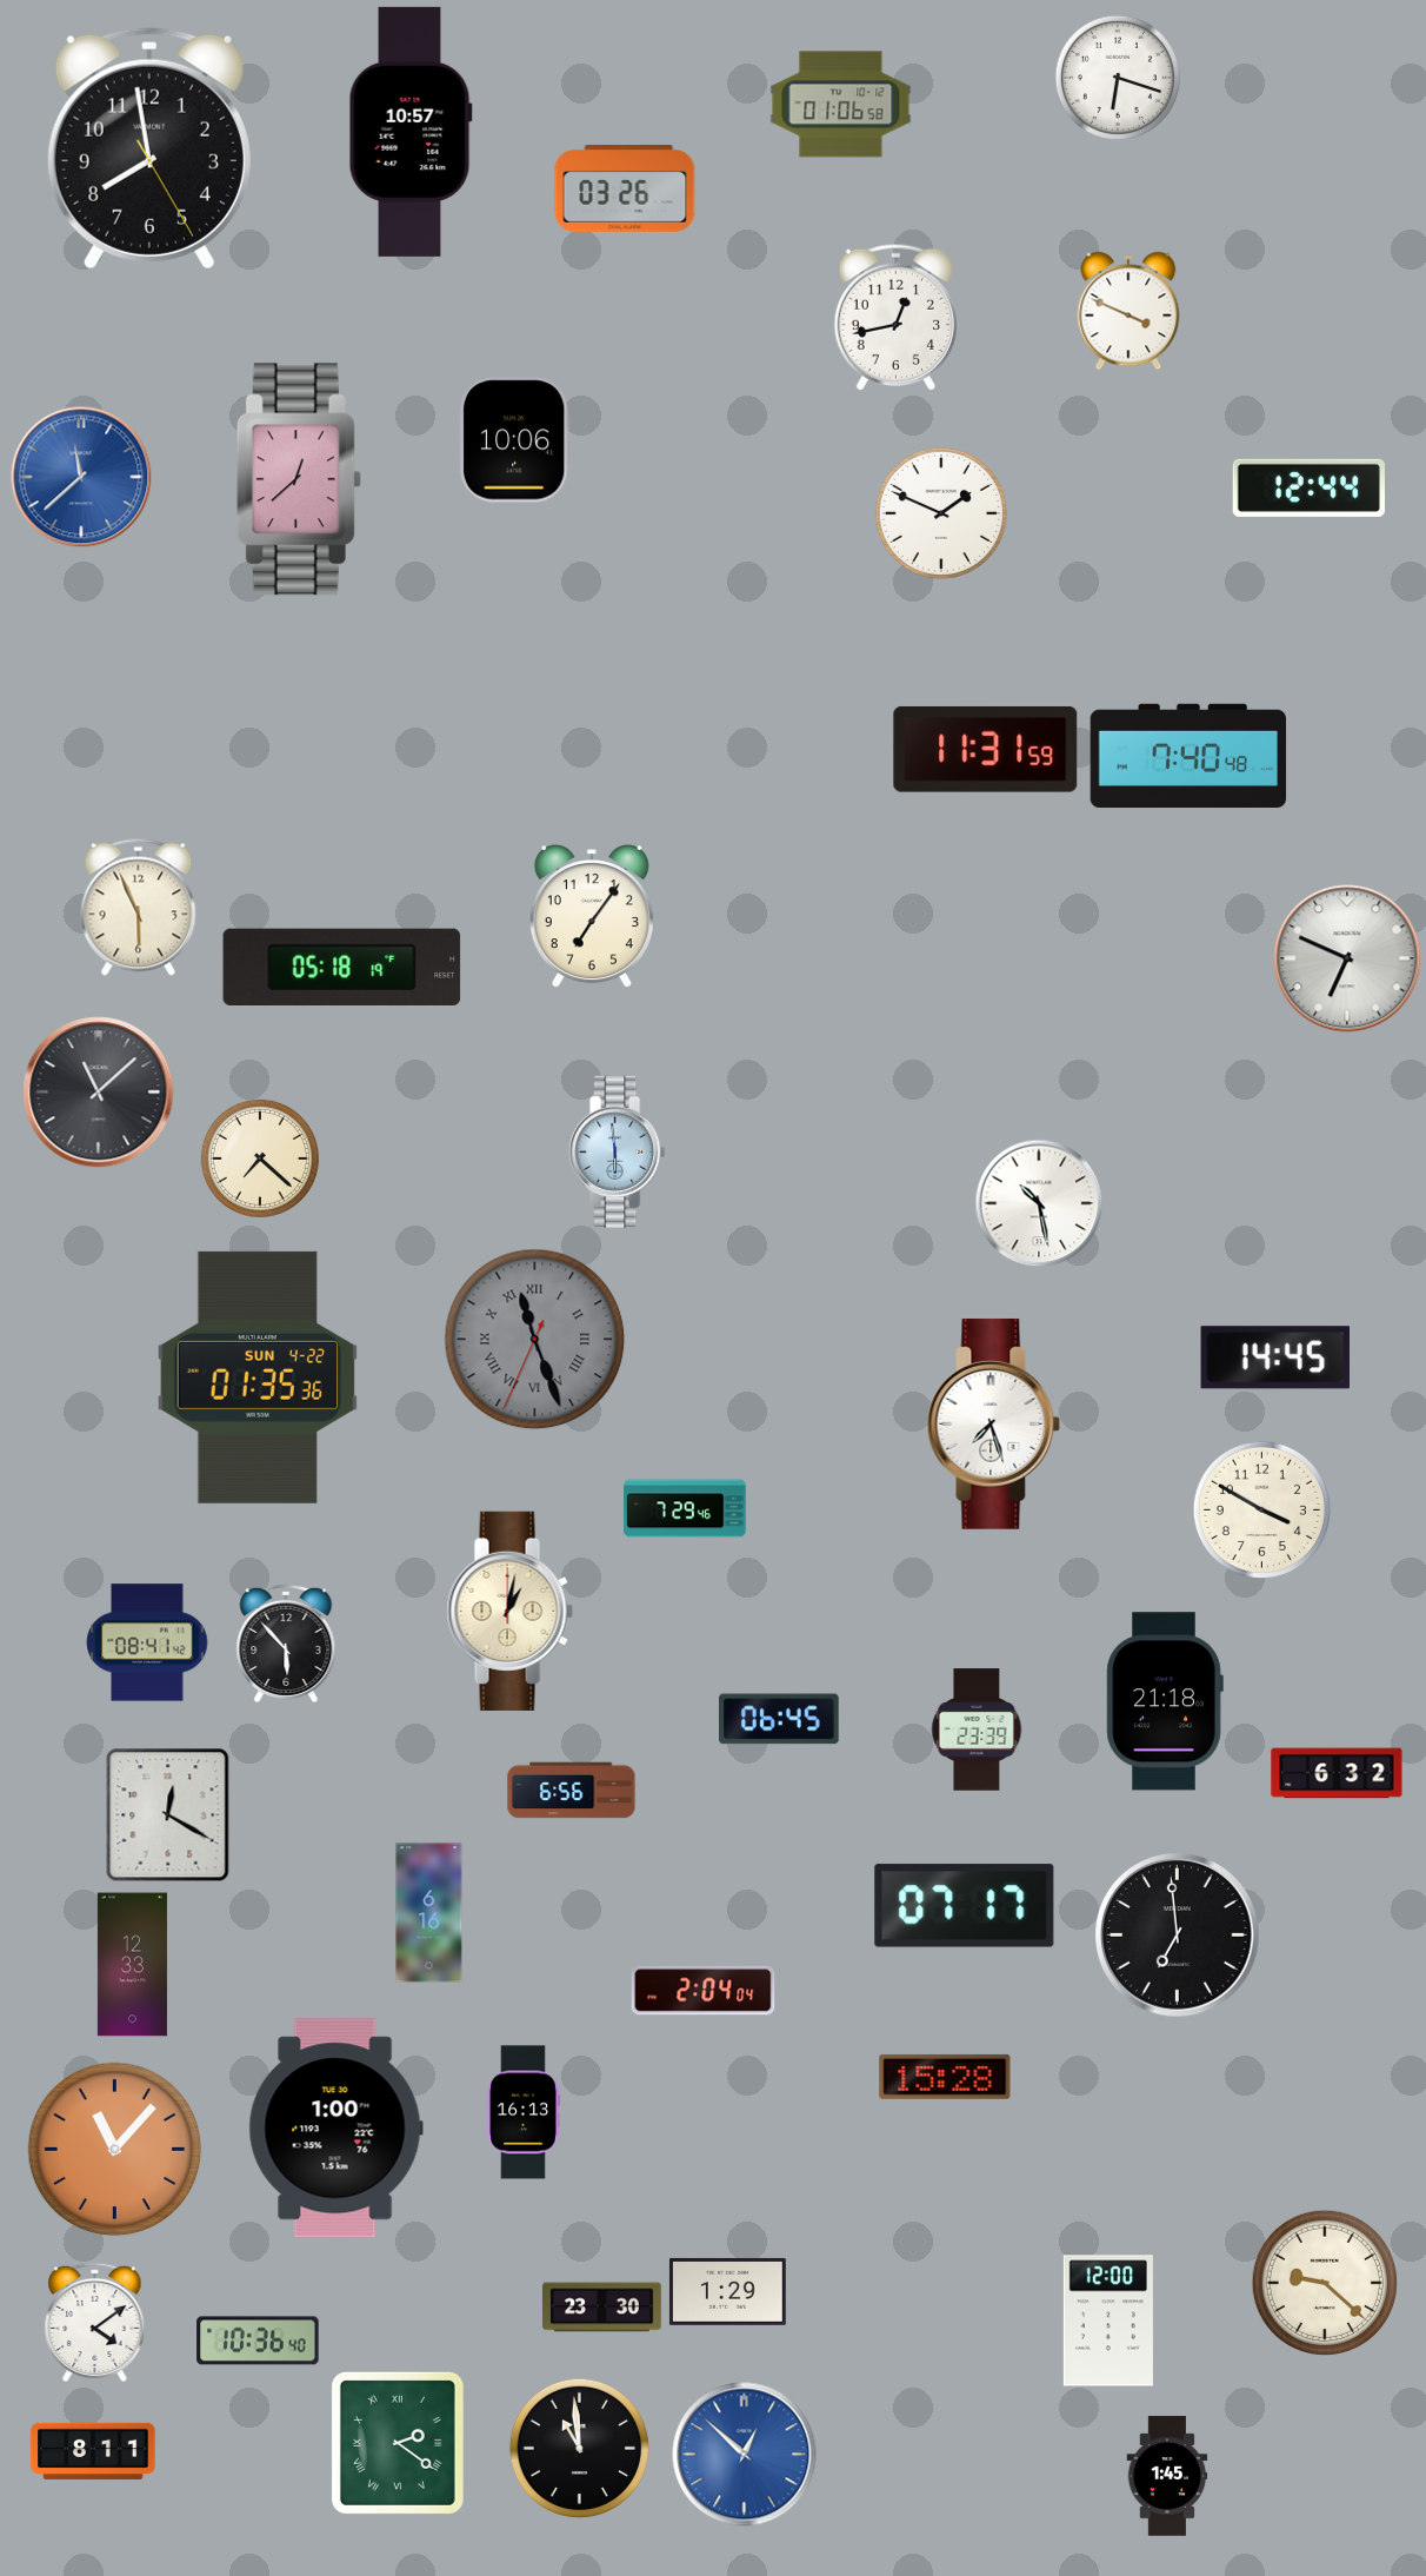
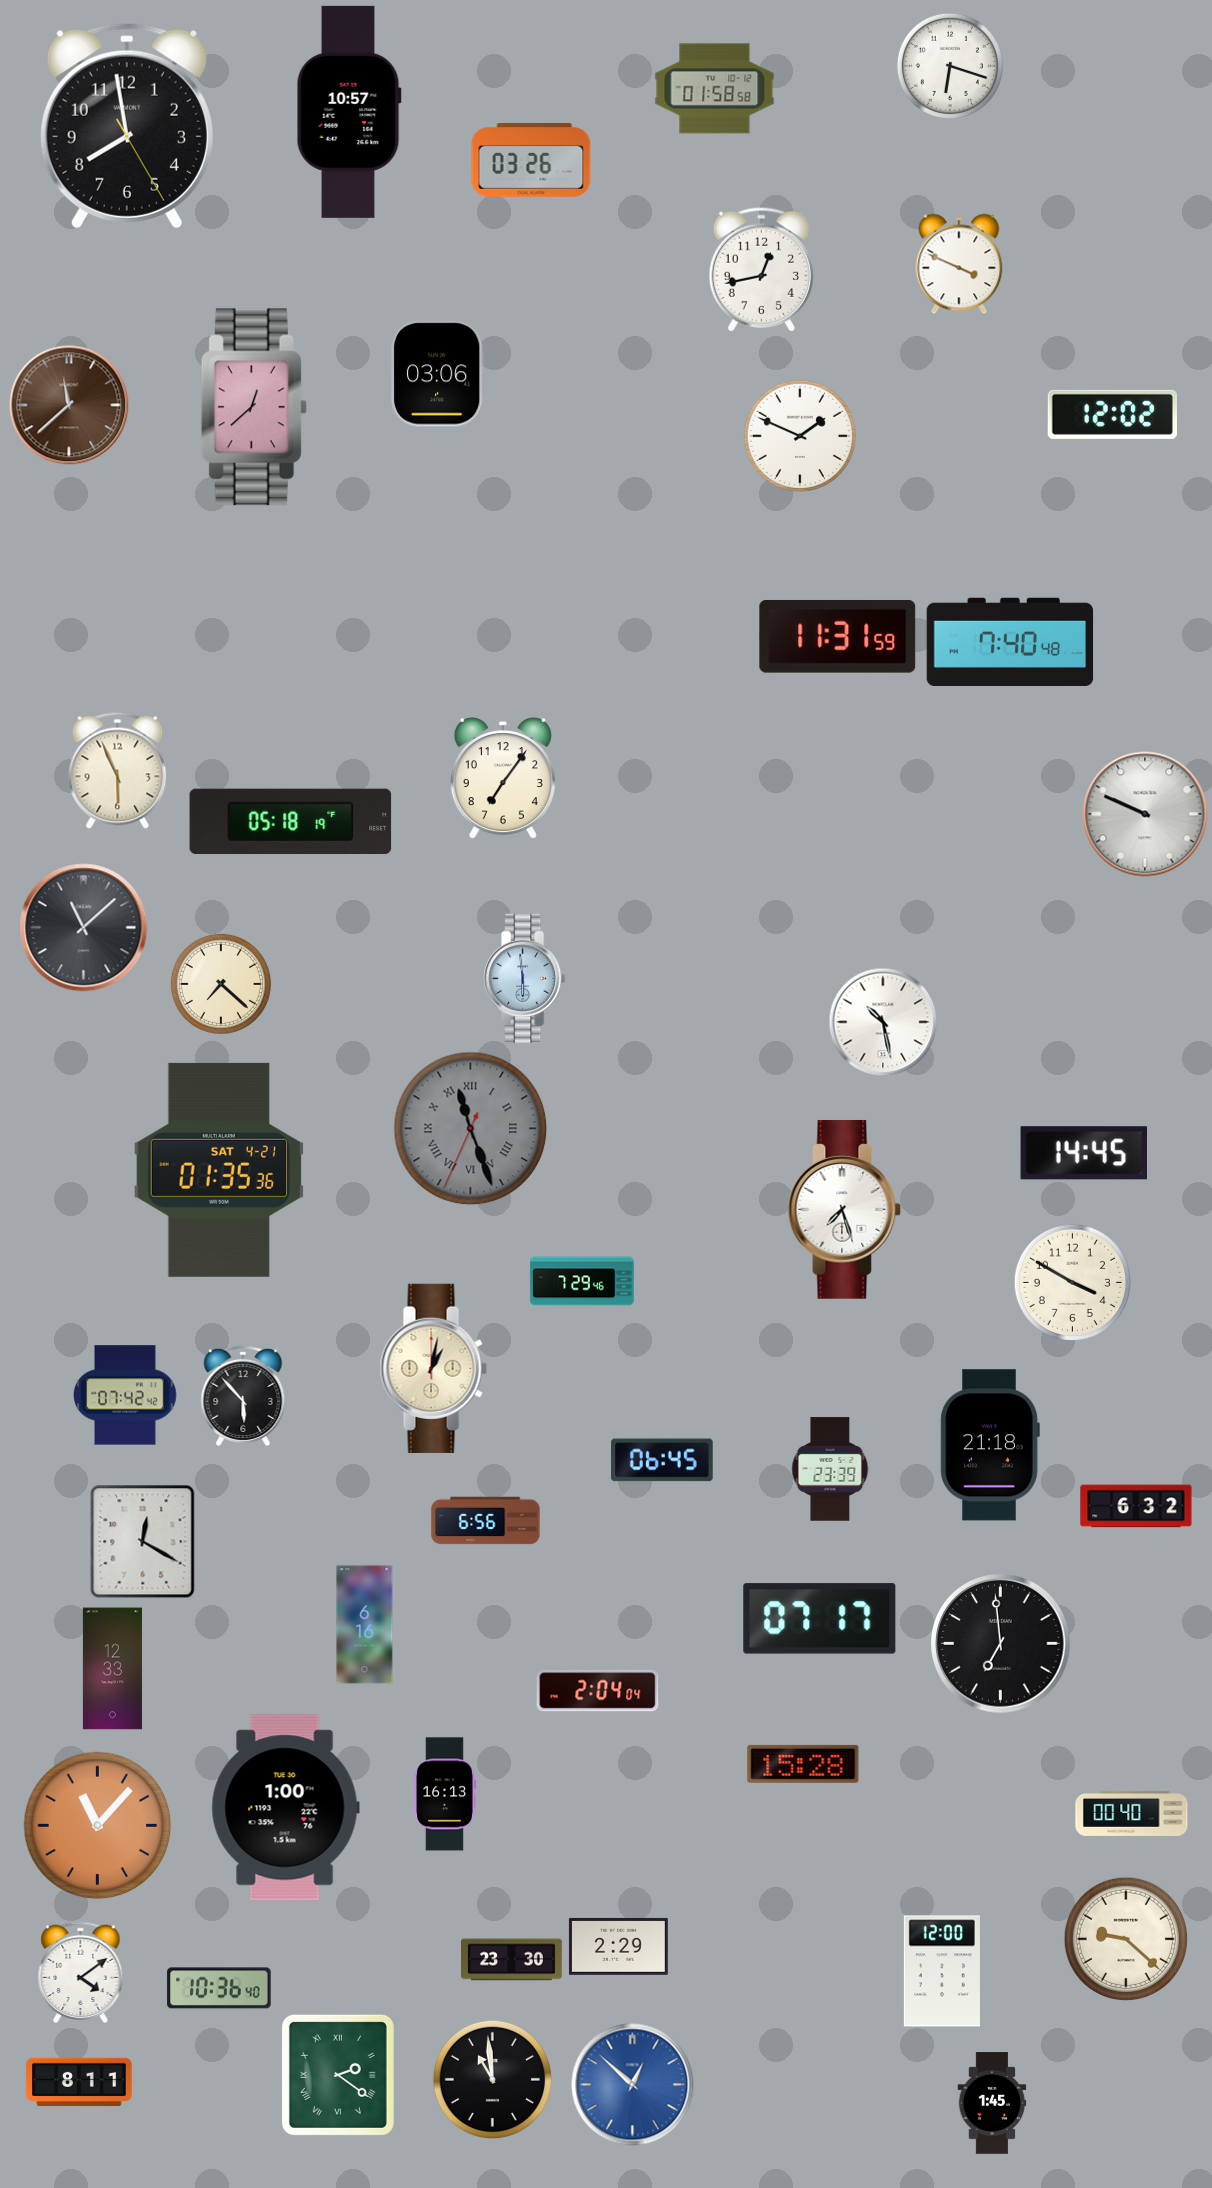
clock at (841, 105): 01:06 -> 01:58
clock at (514, 440): 10:06 -> 03:06
clock at (81, 477) dial: blue -> brown
clock at (1308, 487): 12:44 -> 12:02
clock at (1347, 958): 6:49 -> 9:49
clock at (535, 1340) position: (535, 1340) -> (471, 1129)
clock at (258, 1377) date: SUN 4-22 -> SAT 4-21
clock at (147, 1642): 08:41 -> 07:42
clock at (1132, 1813): none -> 00:40
clock at (727, 2291): 1:29 -> 2:29
